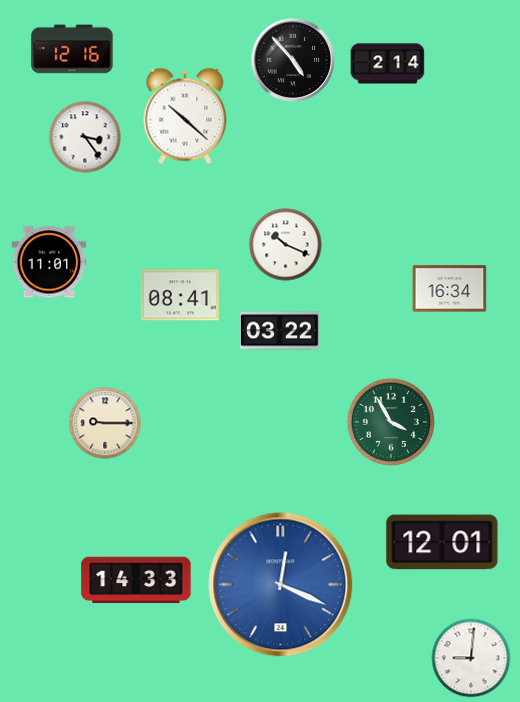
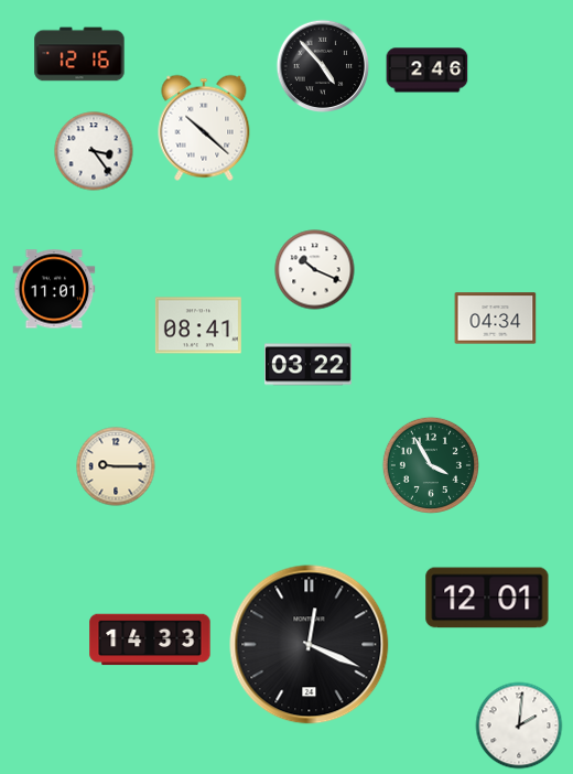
clock at (388, 64): 2:14 -> 2:46
clock at (450, 289): 16:34 -> 04:34
clock at (281, 585) dial: blue -> black
clock at (471, 658): 9:01 -> 2:01
